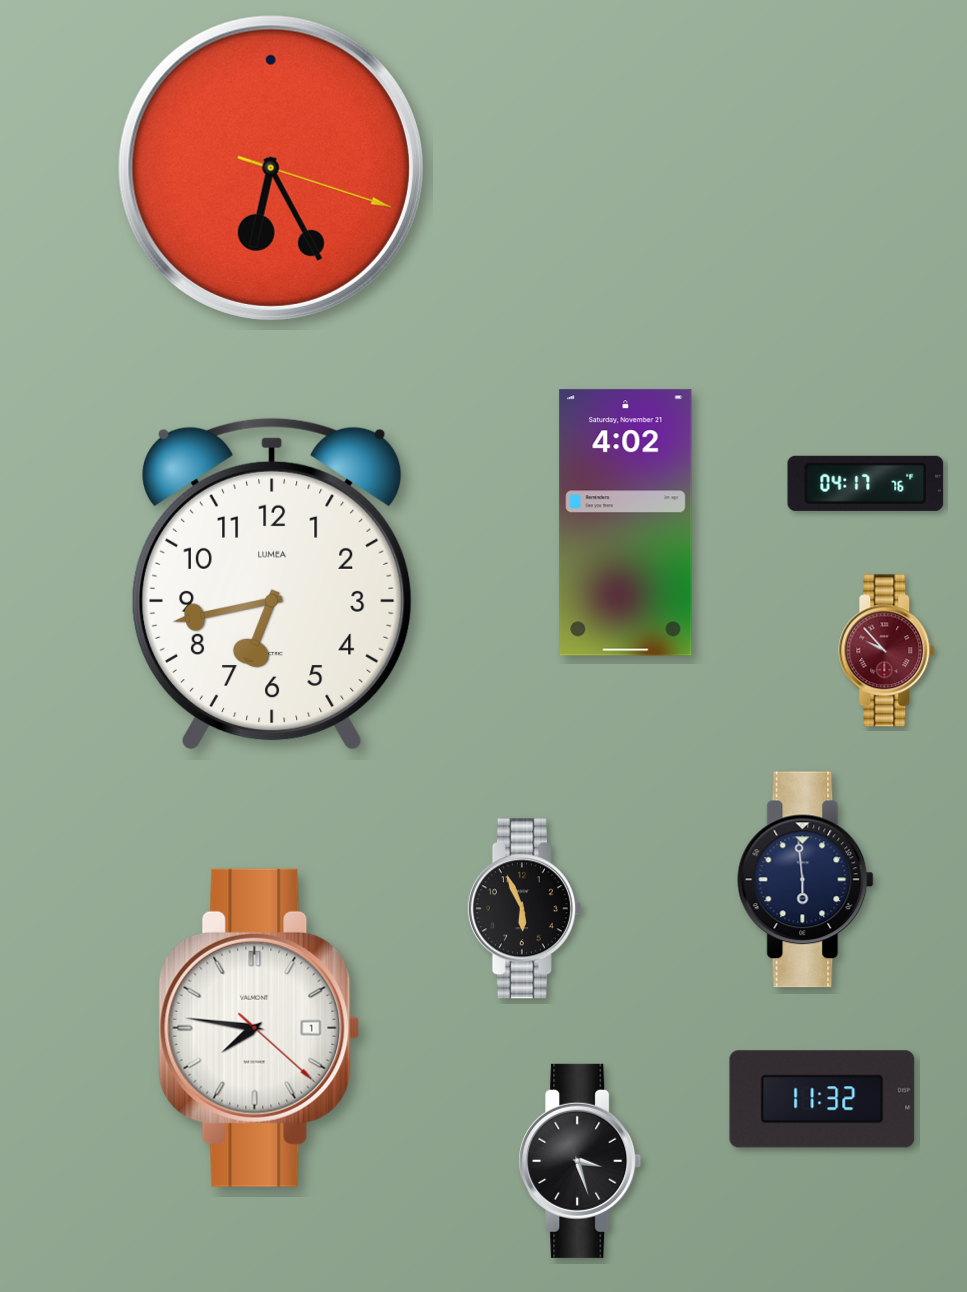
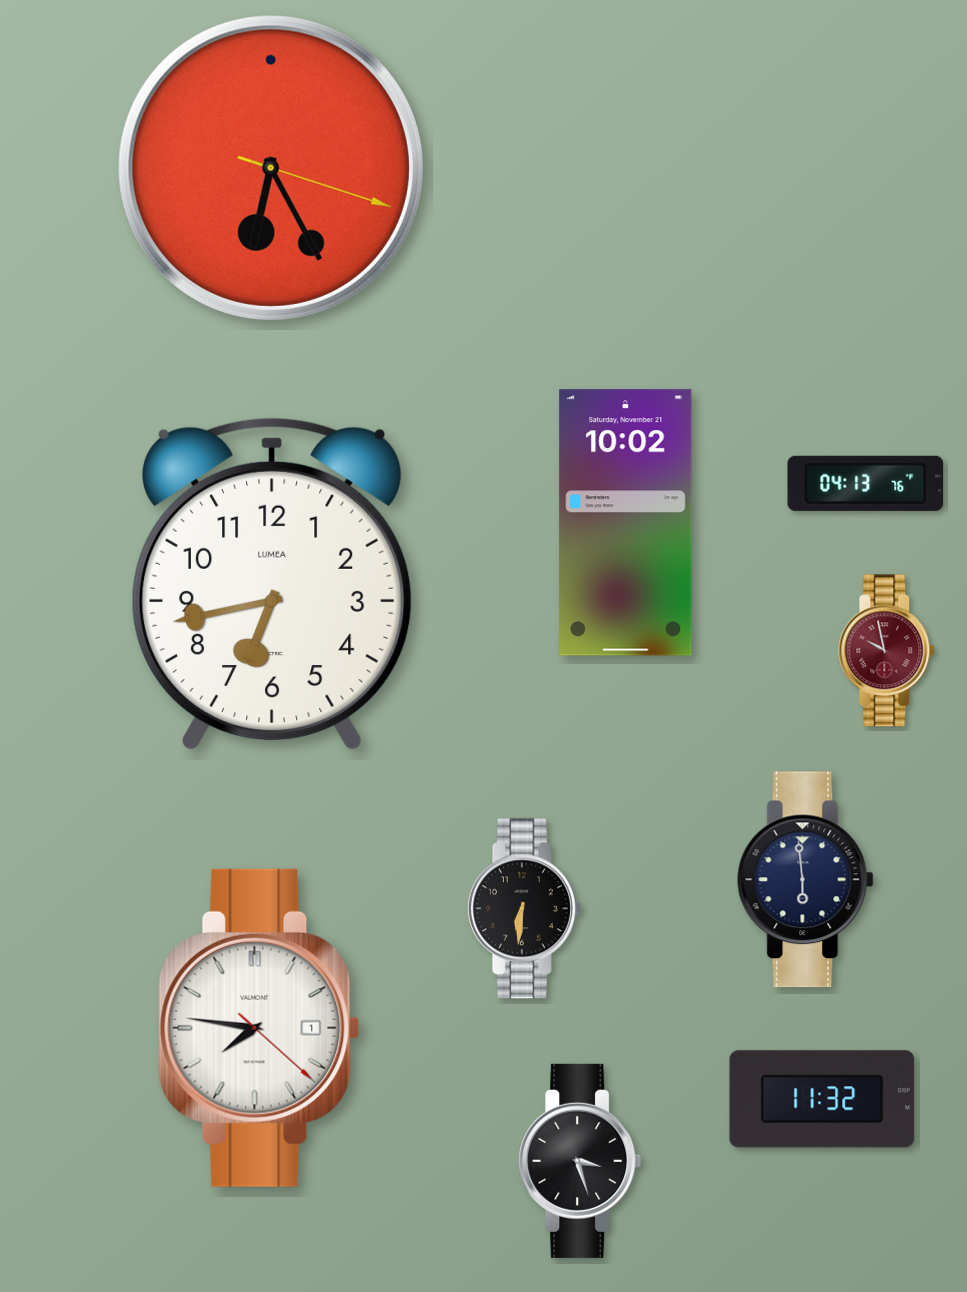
clock at (866, 483): 04:17 -> 04:13
clock at (626, 523): 4:02 -> 10:02
clock at (887, 651): 9:53 -> 9:58
clock at (524, 909): 5:56 -> 6:31
